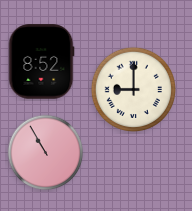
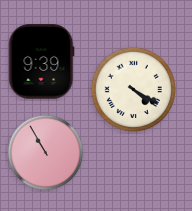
clock at (41, 62): 8:52 -> 9:39
clock at (133, 89): 9:00 -> 4:20
